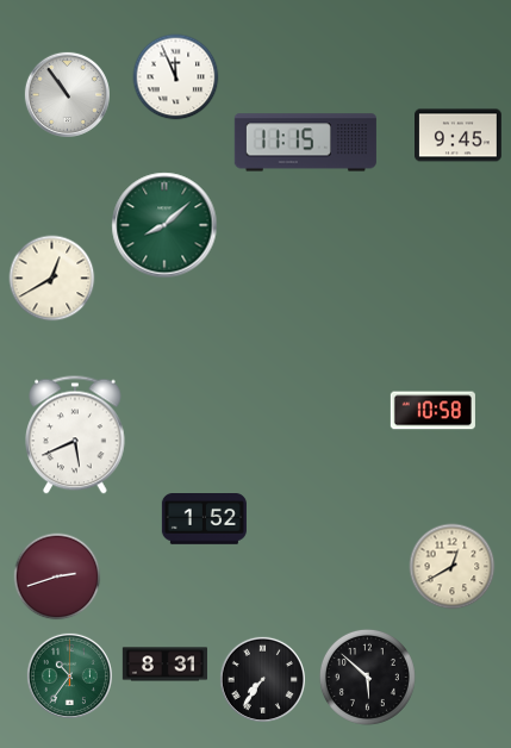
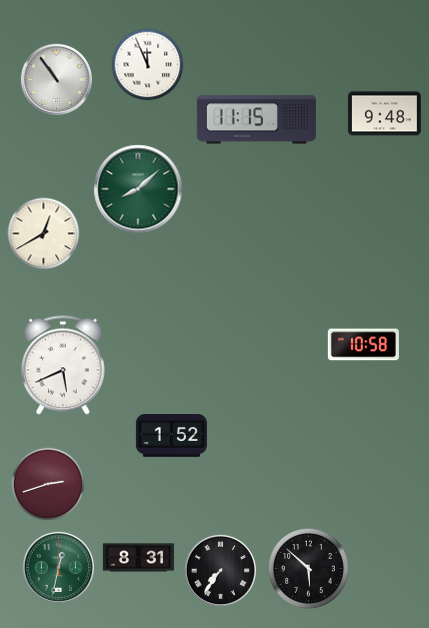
clock at (459, 136): 9:45 -> 9:48
clock at (453, 567): 12:40 -> none
clock at (69, 675): 10:36 -> 12:32
